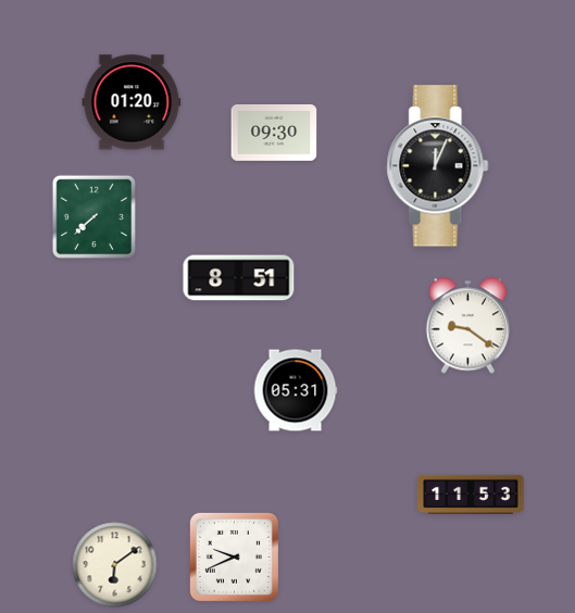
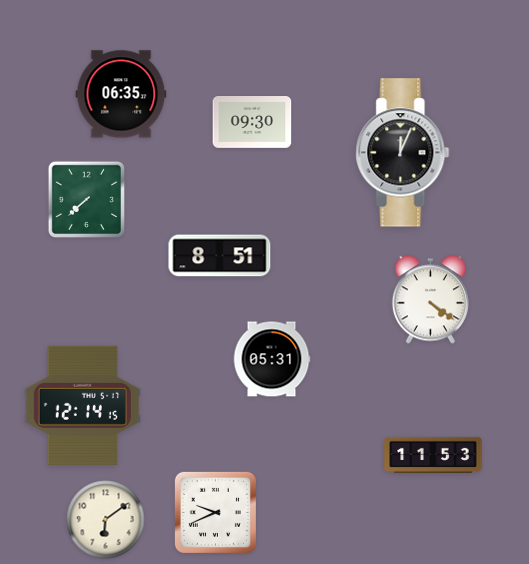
clock at (132, 102): 01:20 -> 06:35
clock at (467, 326): 9:21 -> 4:21
clock at (82, 405): none -> 12:14
